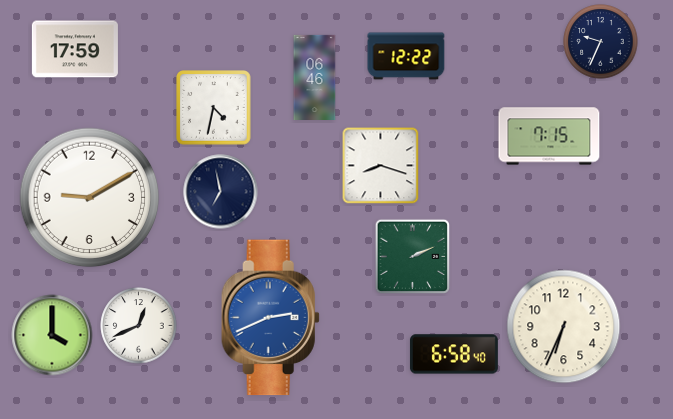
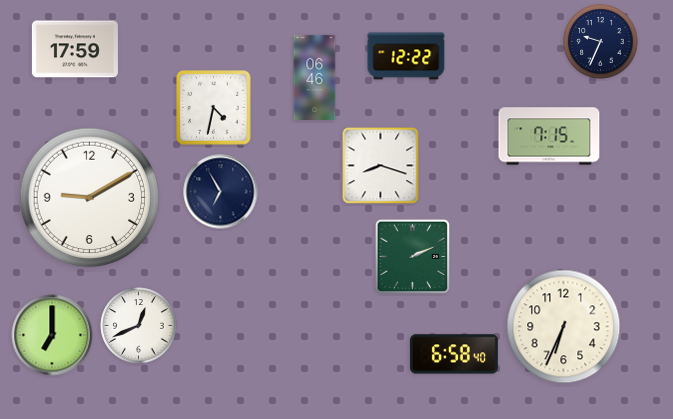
clock at (221, 192): 6:58 -> 6:55
clock at (270, 318): 2:41 -> none
clock at (52, 335): 4:00 -> 7:00
